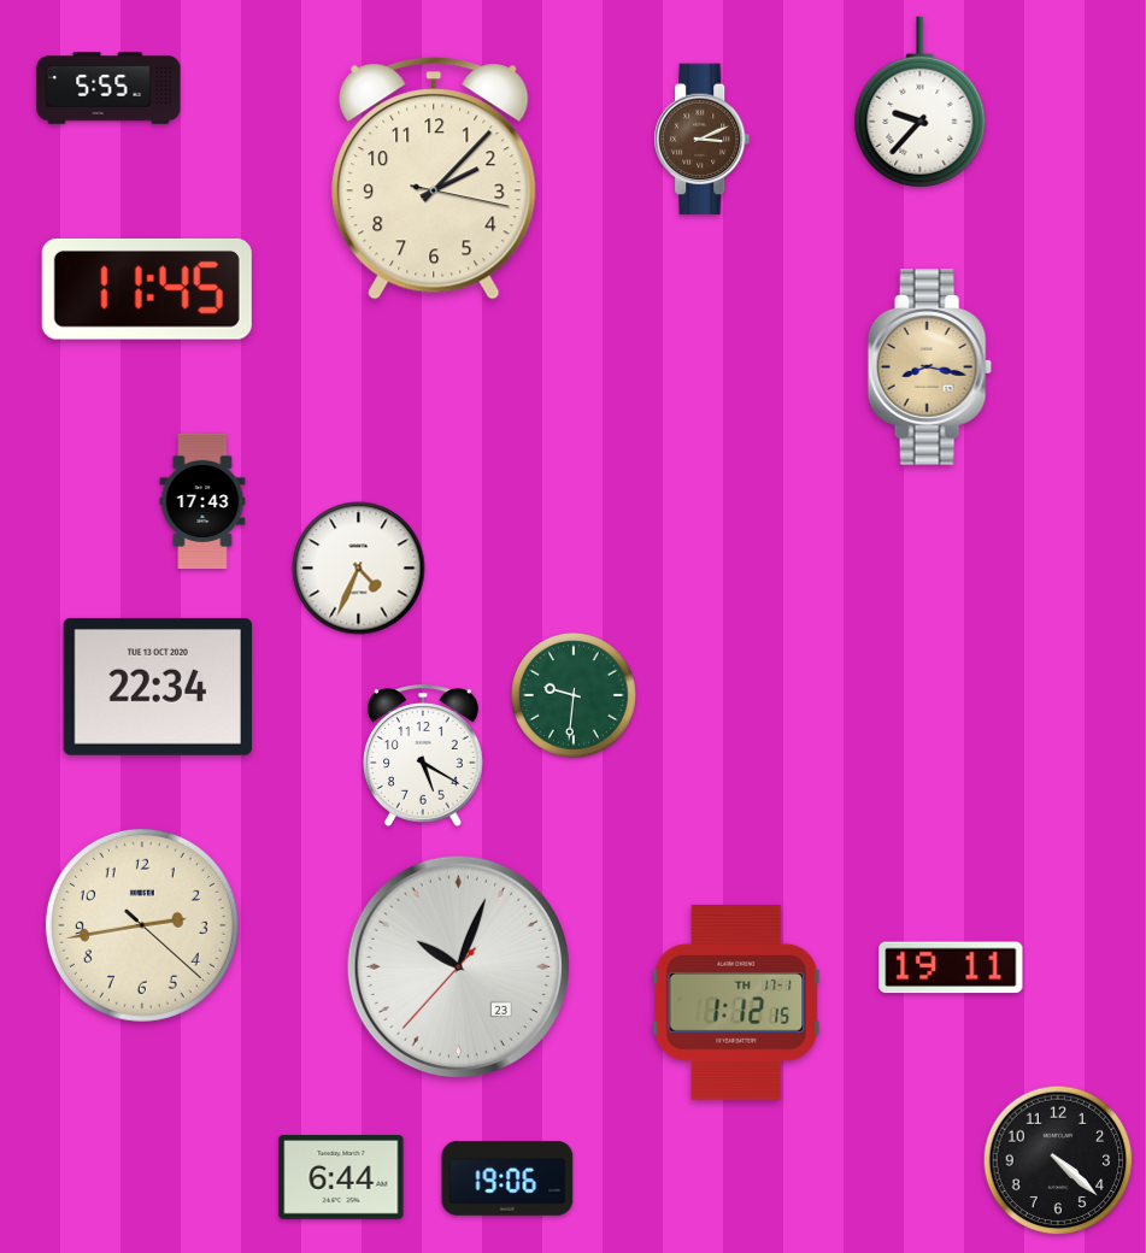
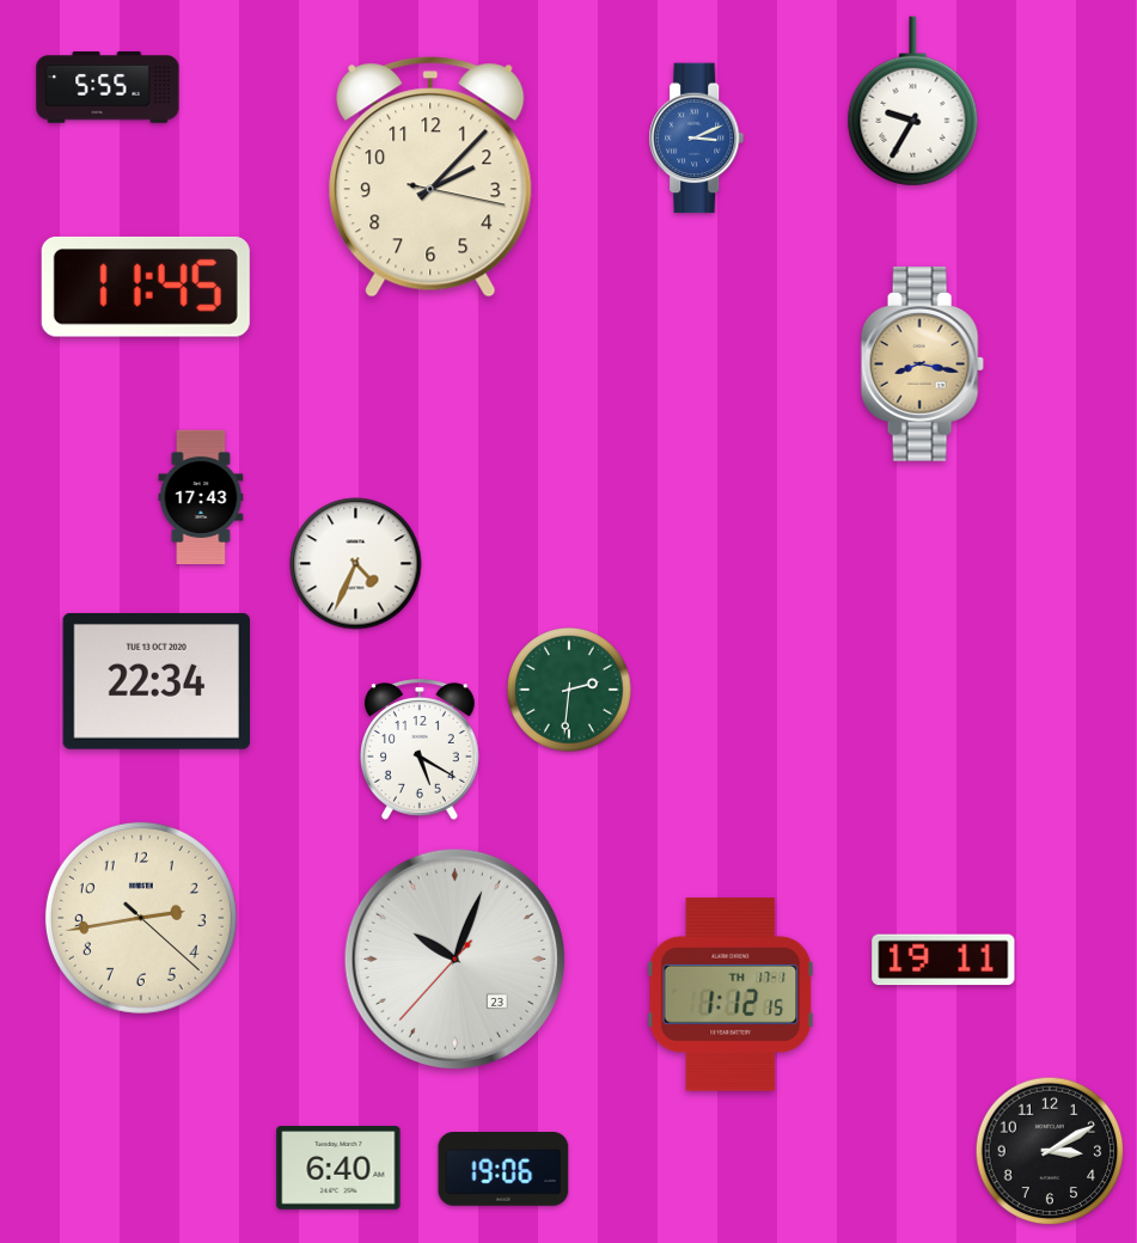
clock at (921, 102): 9:37 -> 9:35
clock at (703, 140) dial: brown -> blue
clock at (575, 696): 9:31 -> 2:31
clock at (1058, 1160): 4:22 -> 3:10
clock at (341, 1177): 6:44 -> 6:40
